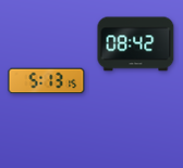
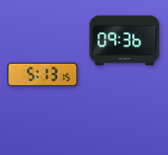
clock at (136, 44): 08:42 -> 09:36
